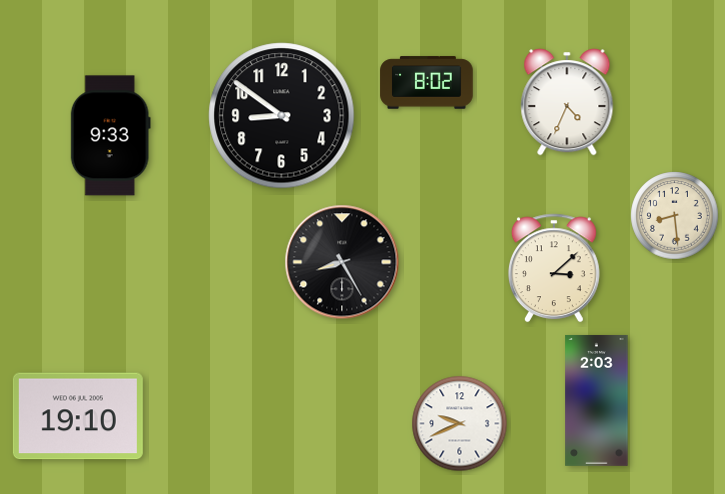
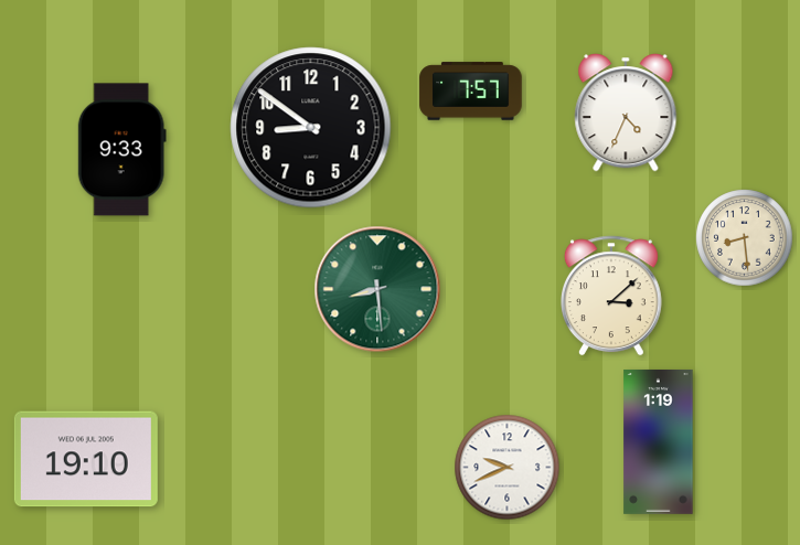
clock at (427, 83): 8:02 -> 7:57
clock at (342, 262): 8:25 -> 8:29
clock at (342, 262) dial: black -> green
clock at (597, 400): 2:03 -> 1:19
